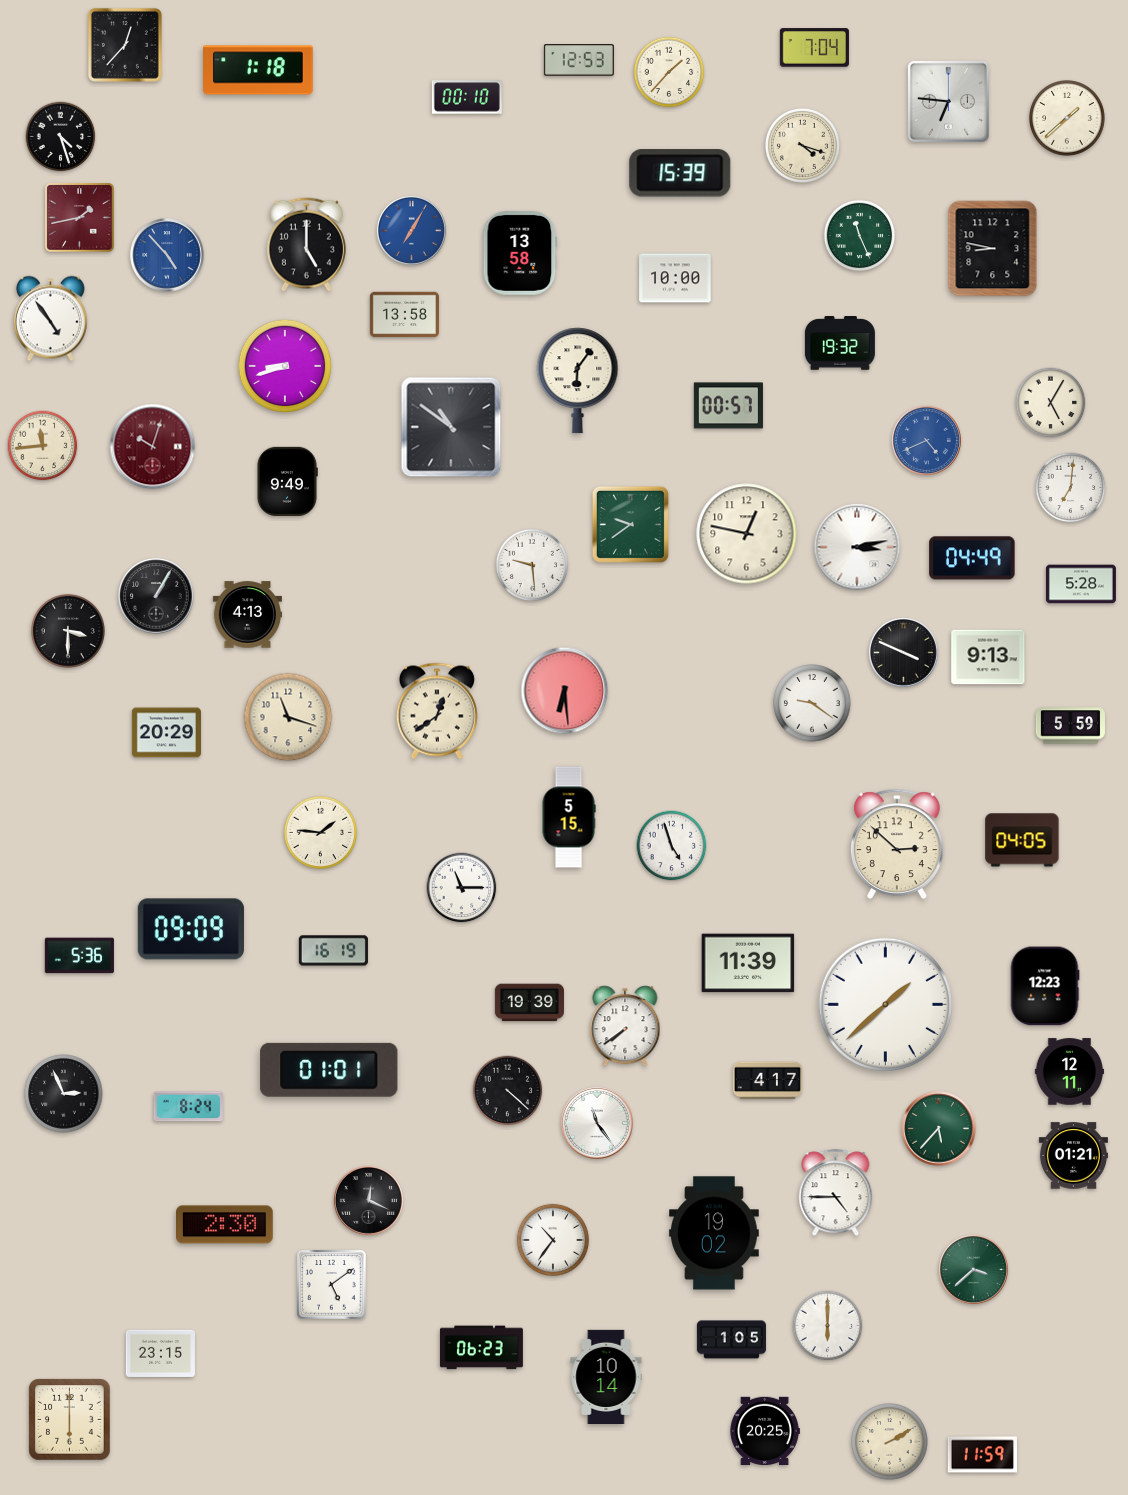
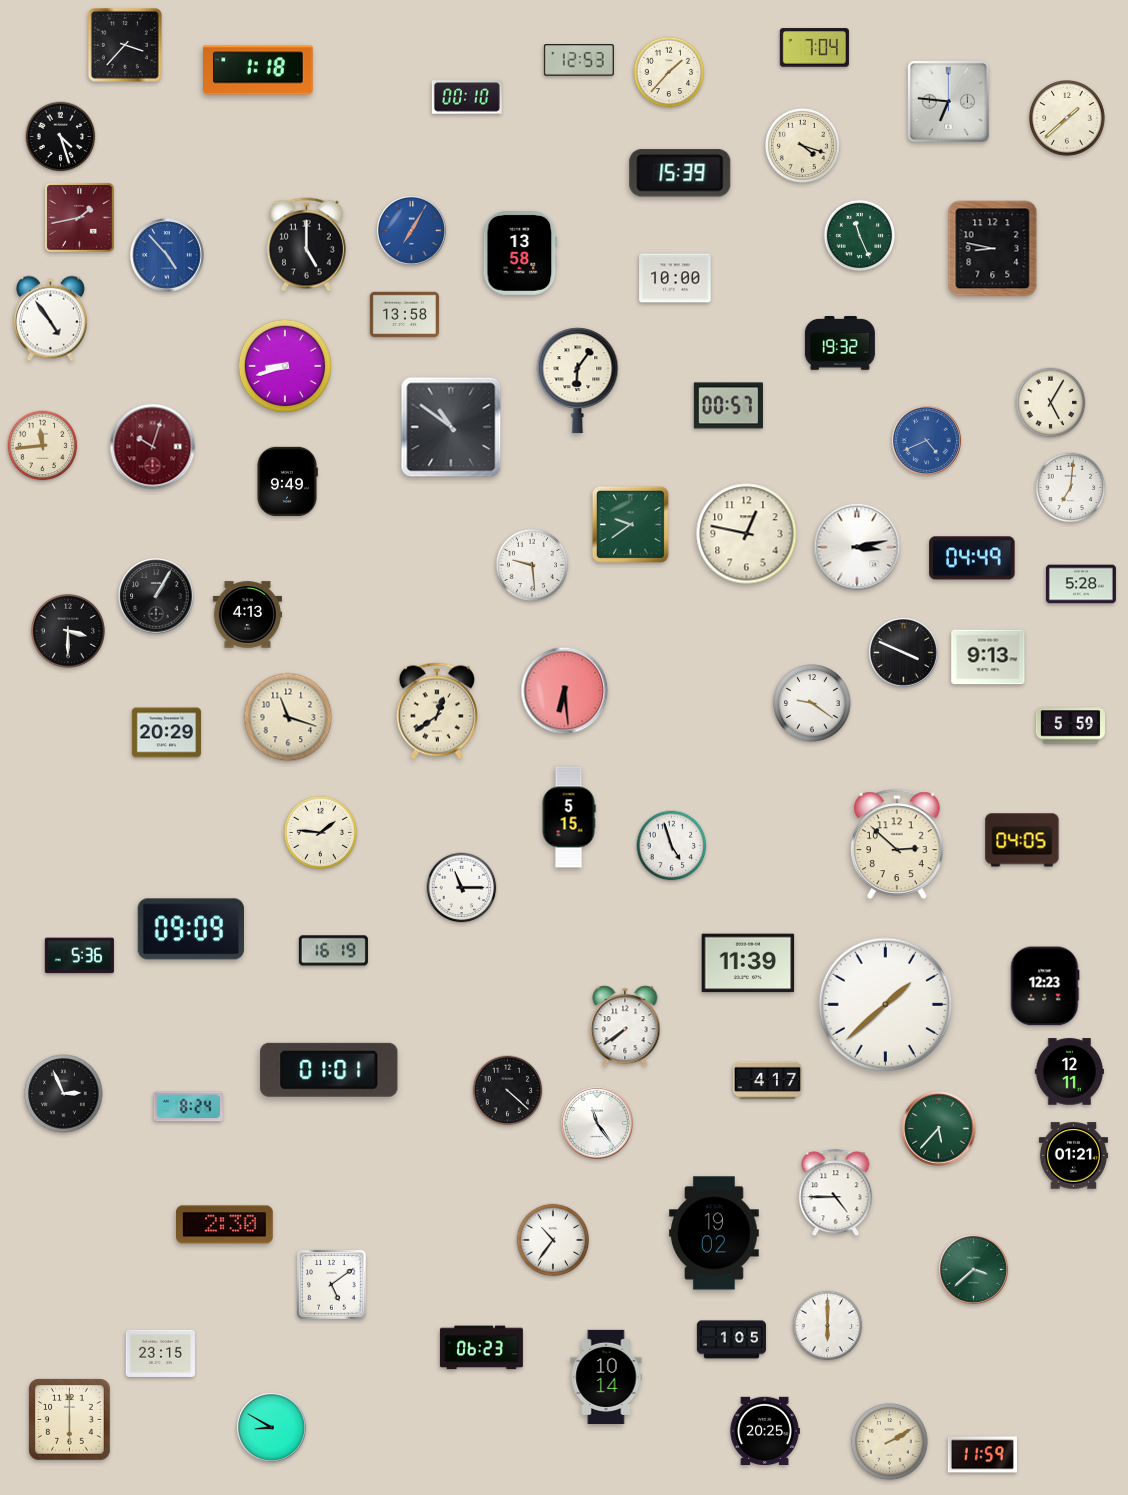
clock at (125, 45): 12:37 -> 3:37
clock at (529, 1003): 19:39 -> none
clock at (368, 1200): 12:19 -> none
clock at (271, 1427): none -> 8:50
